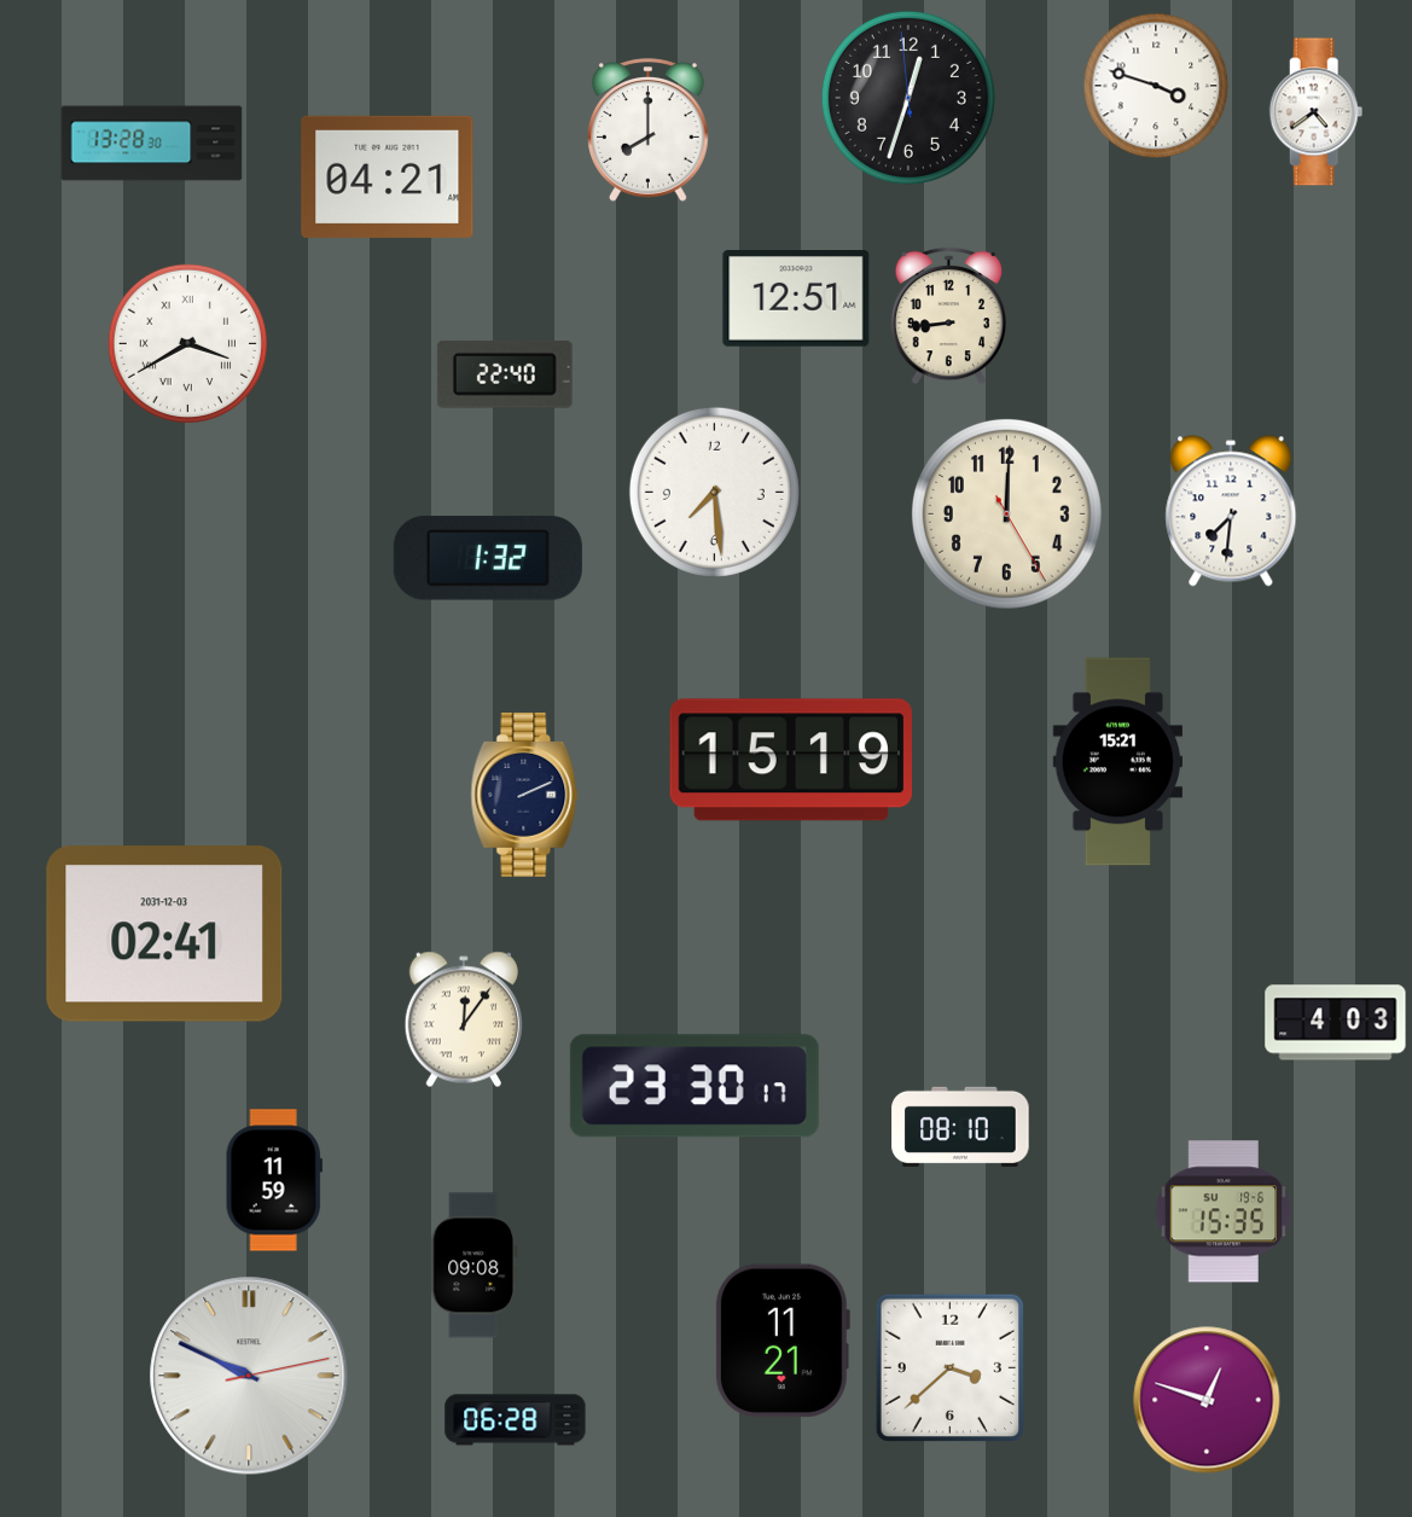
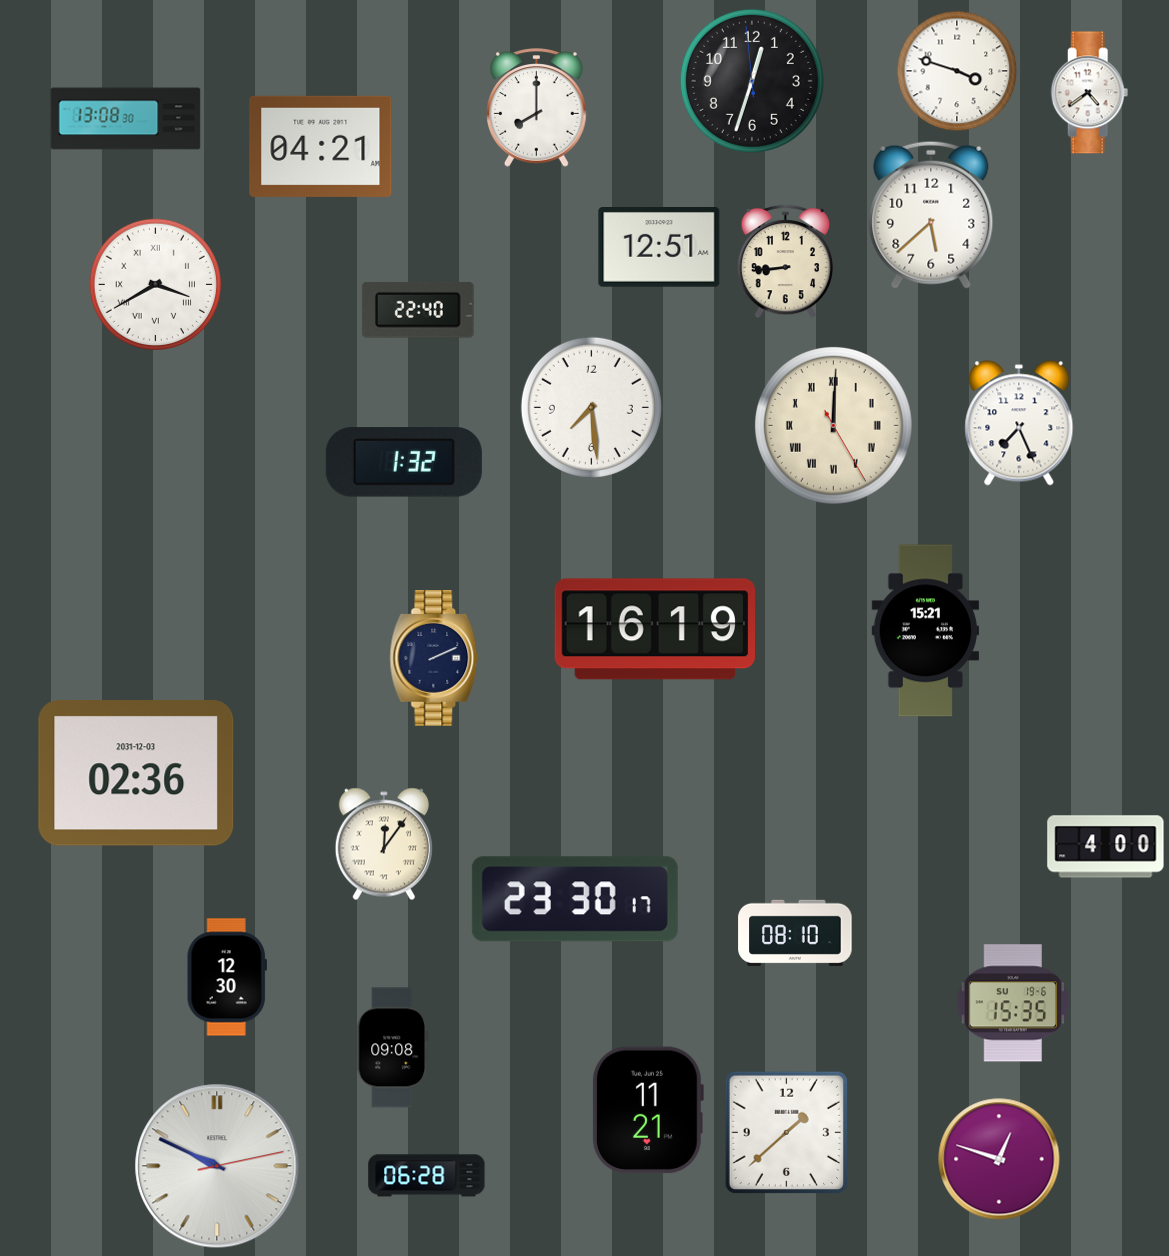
clock at (152, 144): 13:28 -> 13:08
clock at (931, 215): none -> 5:38
clock at (1231, 511): 7:31 -> 7:26
clock at (1006, 513) numerals: Arabic -> Roman
clock at (790, 760): 15:19 -> 16:19
clock at (164, 934): 02:41 -> 02:36
clock at (1336, 1023): 4:03 -> 4:00
clock at (274, 1180): 11:59 -> 12:30
clock at (949, 1367): 3:38 -> 1:38
clock at (249, 1376) position: (249, 1376) -> (217, 1166)
